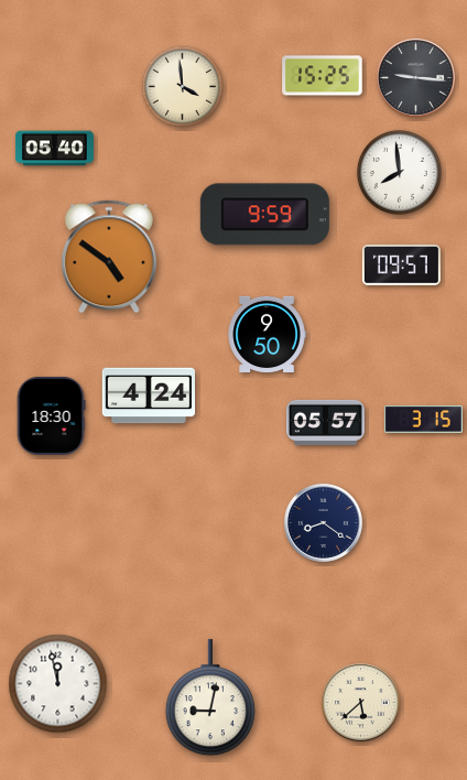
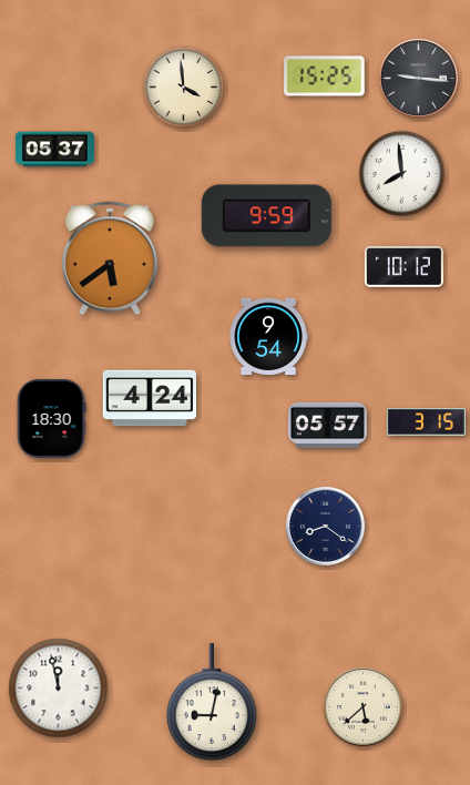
clock at (54, 149): 05:40 -> 05:37
clock at (109, 257): 4:51 -> 5:39
clock at (401, 266): 09:57 -> 10:12
clock at (267, 334): 9:50 -> 9:54
